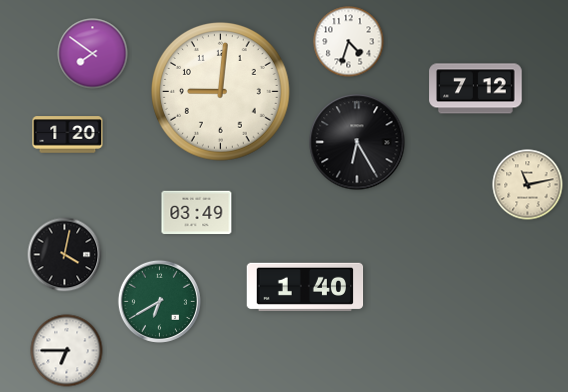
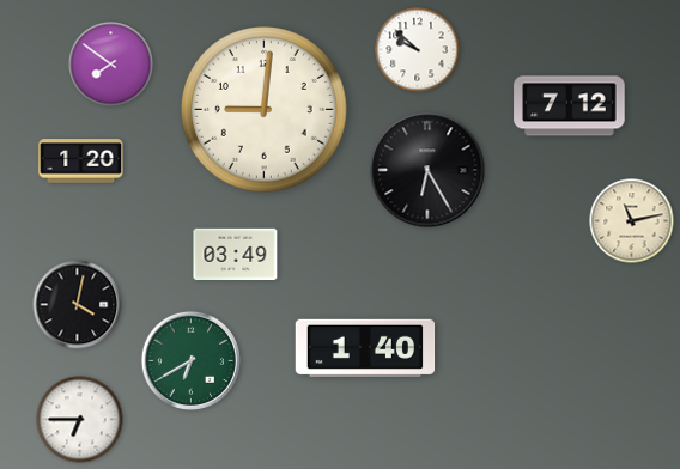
clock at (349, 42): 4:33 -> 9:52
clock at (305, 286) position: (305, 286) -> (365, 347)
